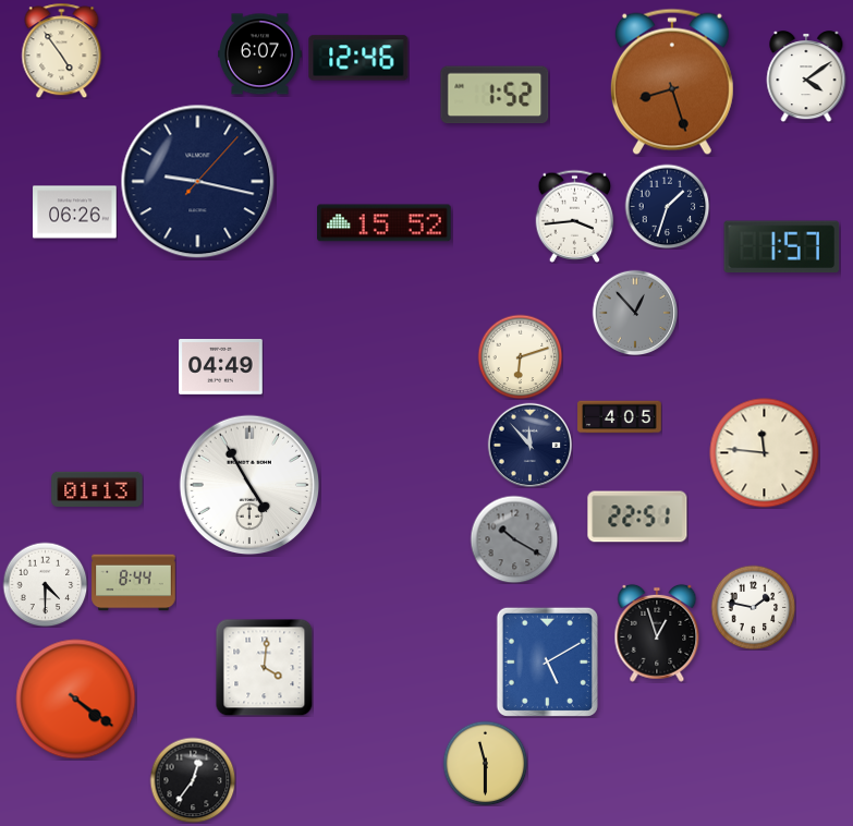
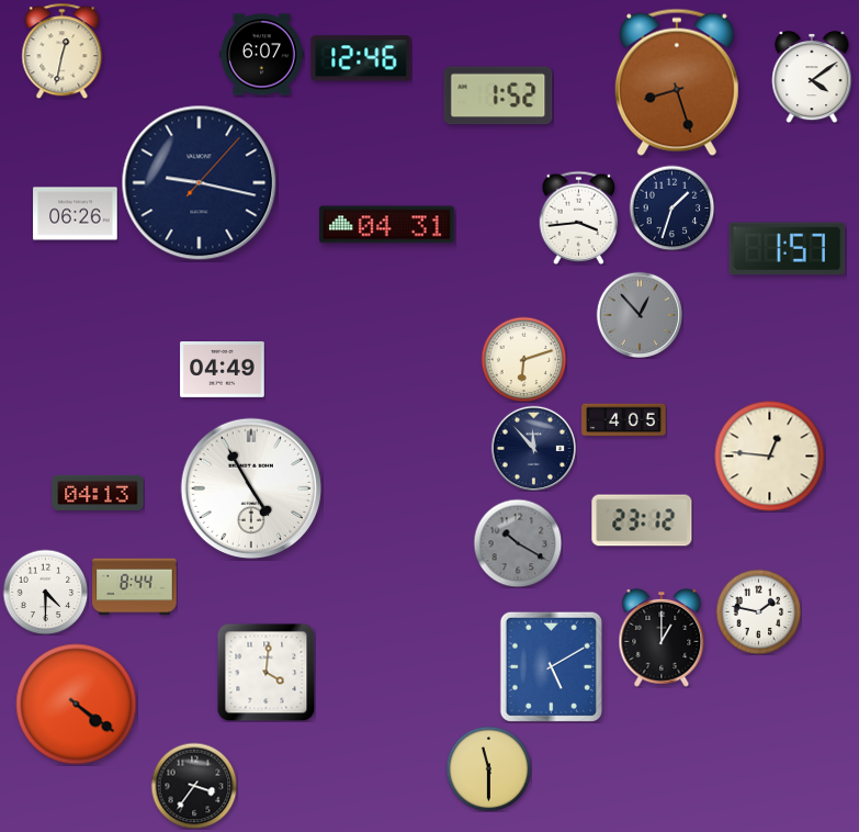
clock at (62, 50): 4:54 -> 12:32
clock at (385, 223): 15:52 -> 04:31
clock at (765, 453): 11:46 -> 12:46
clock at (97, 489): 01:13 -> 04:13
clock at (637, 517): 22:51 -> 23:12
clock at (45, 584) position: (45, 584) -> (45, 592)
clock at (657, 633): 12:57 -> 1:00
clock at (193, 780): 12:36 -> 3:36
